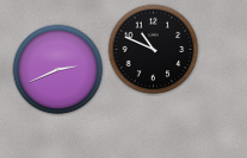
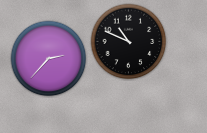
clock at (58, 70): 2:41 -> 2:37
